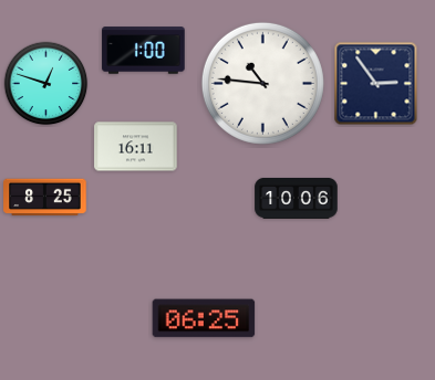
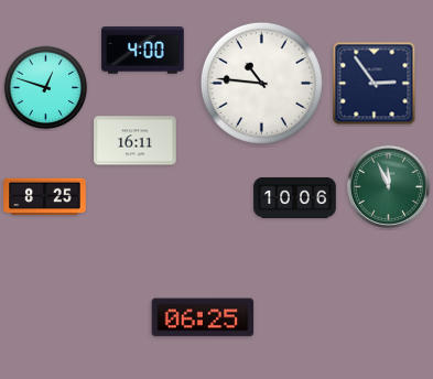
clock at (144, 51): 1:00 -> 4:00
clock at (46, 84) position: (46, 84) -> (46, 88)
clock at (136, 147) position: (136, 147) -> (136, 141)
clock at (388, 186): none -> 11:56
